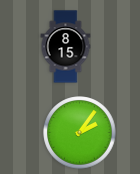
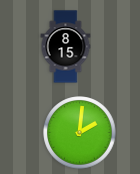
clock at (80, 133): 2:06 -> 2:01
